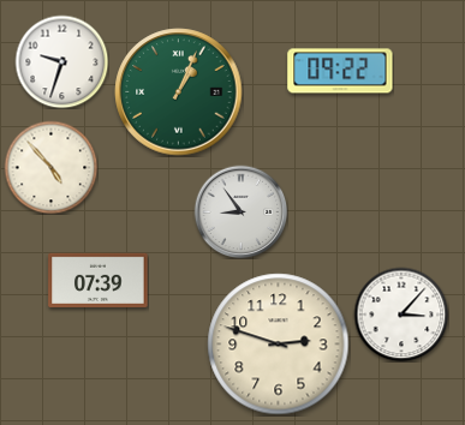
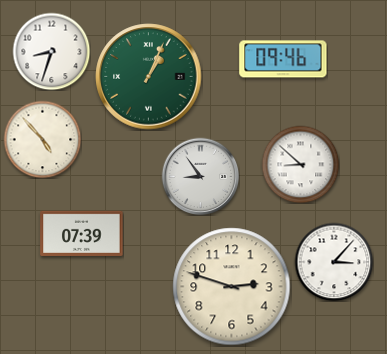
clock at (61, 61): 9:33 -> 8:33
clock at (340, 71): 09:22 -> 09:46
clock at (300, 164): none -> 8:52
